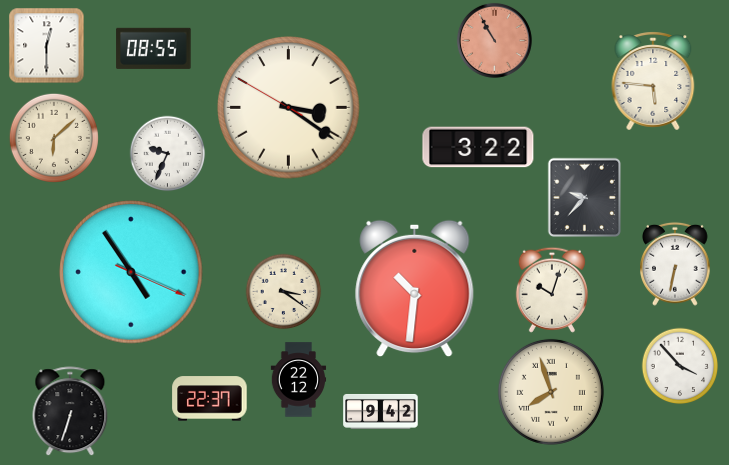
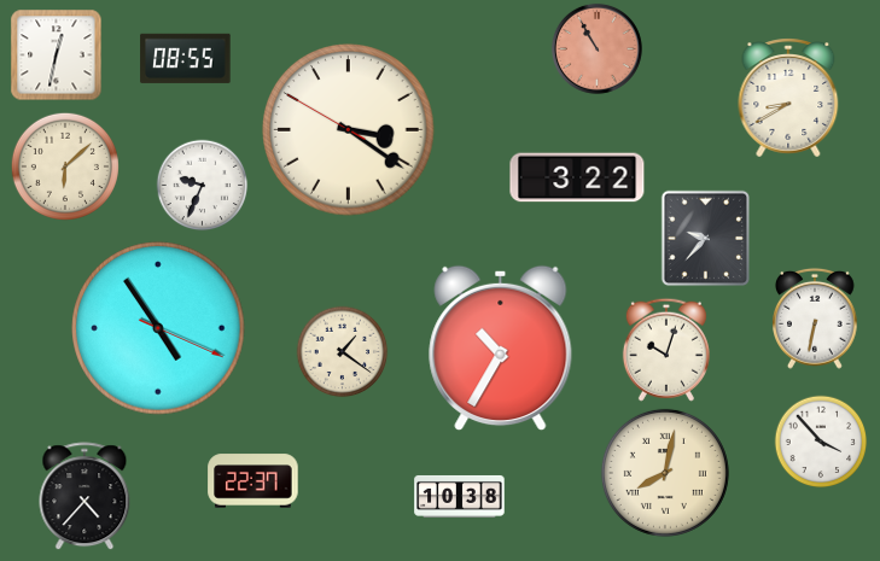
clock at (47, 46): 12:30 -> 12:32
clock at (653, 81): 5:46 -> 8:40
clock at (415, 289): 10:31 -> 10:35
clock at (284, 292): 3:21 -> 1:21
clock at (299, 380): 22:12 -> none
clock at (551, 392): 7:57 -> 8:02
clock at (381, 411): 9:42 -> 10:38
clock at (70, 412): 6:33 -> 4:37
